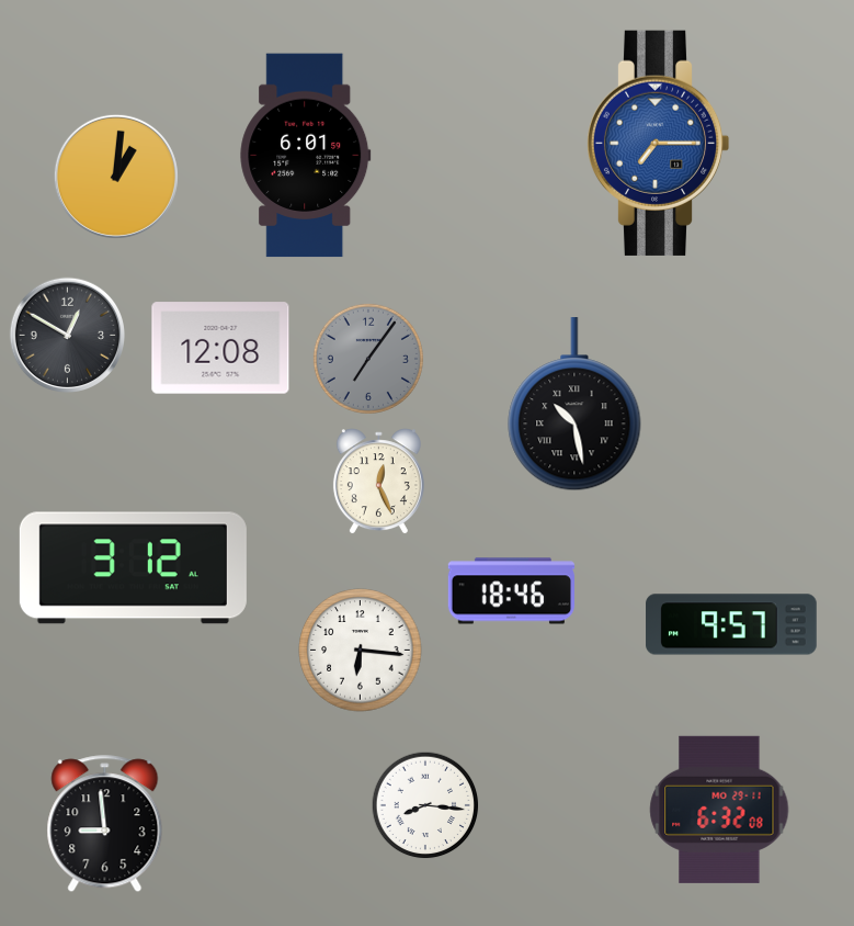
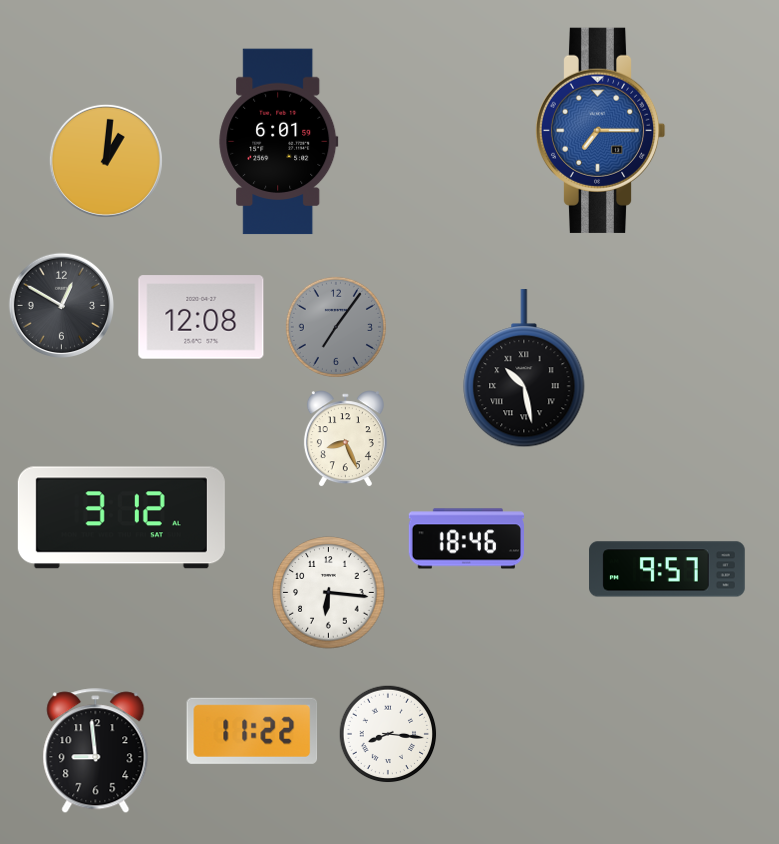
clock at (378, 482): 12:26 -> 8:26
clock at (252, 731): none -> 11:22
clock at (719, 810): 6:32 -> none
